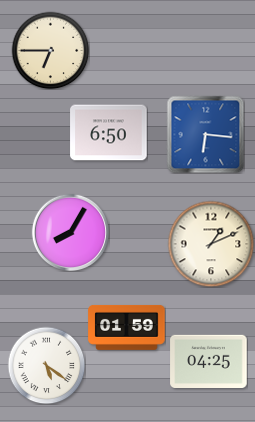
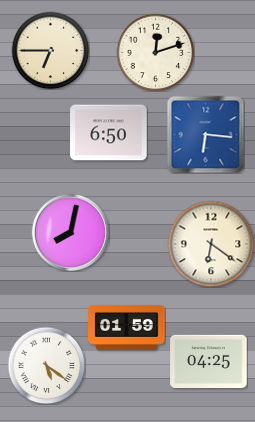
clock at (155, 52): none -> 12:12
clock at (70, 232): 8:05 -> 8:02
clock at (211, 244): 1:11 -> 6:21
